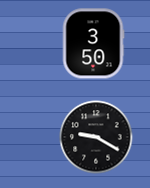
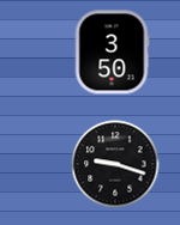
clock at (96, 137): 9:20 -> 9:18
